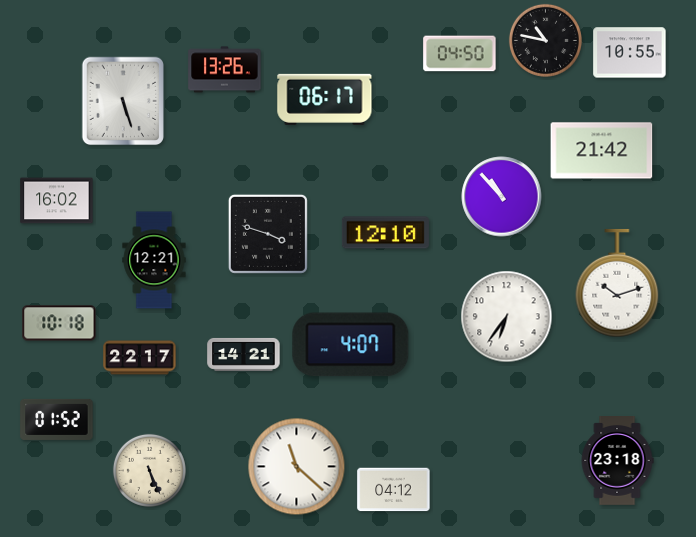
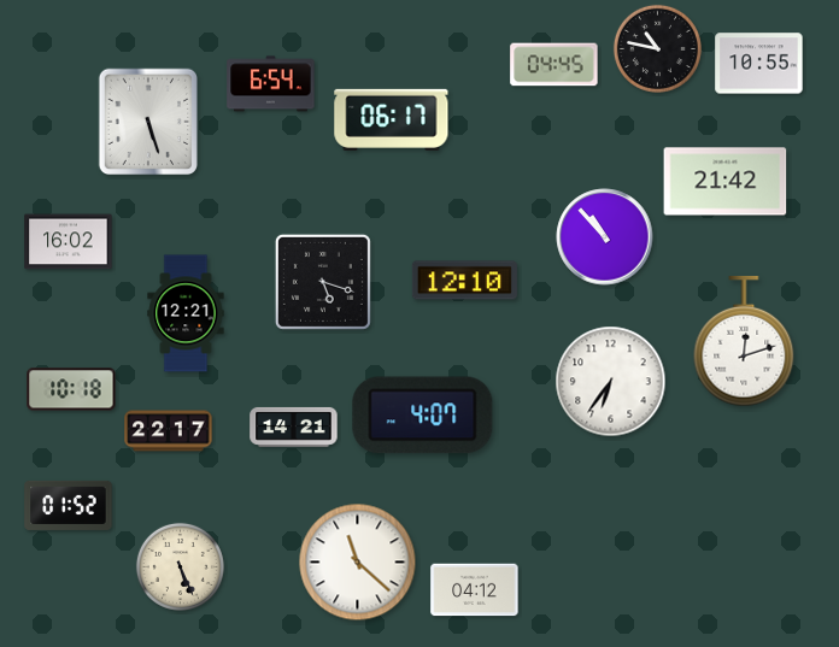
clock at (460, 54): 04:50 -> 04:45
clock at (225, 70): 13:26 -> 6:54
clock at (268, 234): 3:48 -> 5:18
clock at (617, 283): 10:12 -> 12:12
clock at (617, 461): 23:18 -> none
